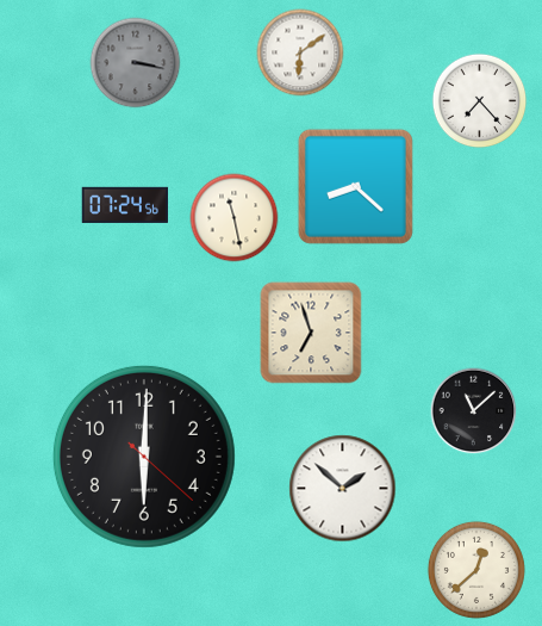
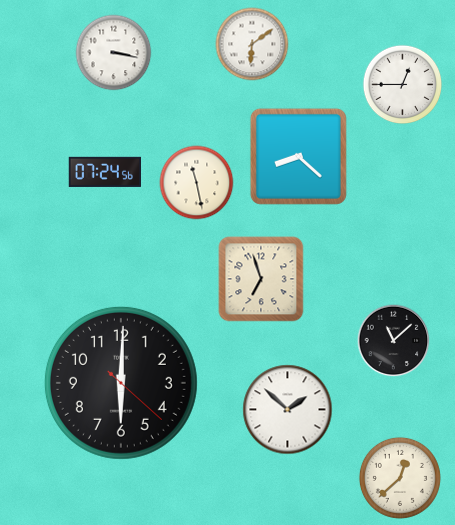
clock at (136, 63) dial: grey -> white
clock at (480, 101): 7:23 -> 12:45
clock at (474, 411) position: (474, 411) -> (394, 341)
